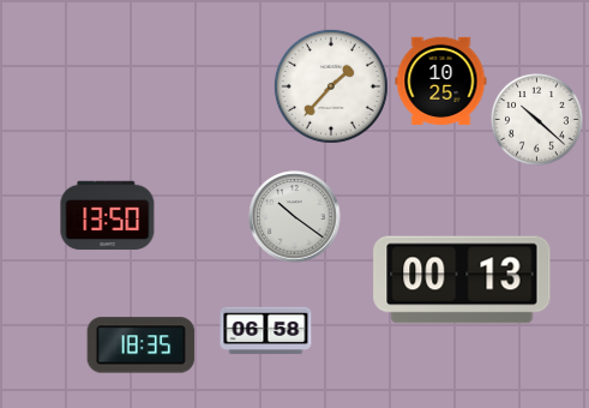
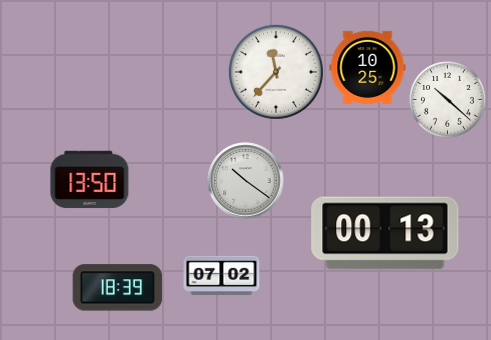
clock at (331, 86): 1:37 -> 11:37
clock at (266, 331): 06:58 -> 07:02
clock at (142, 346): 18:35 -> 18:39
